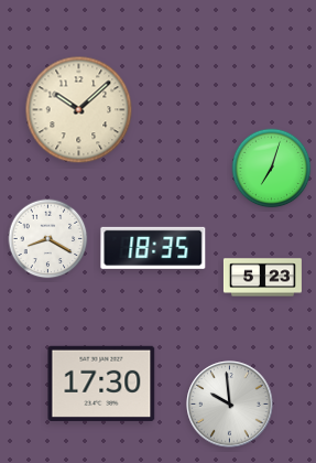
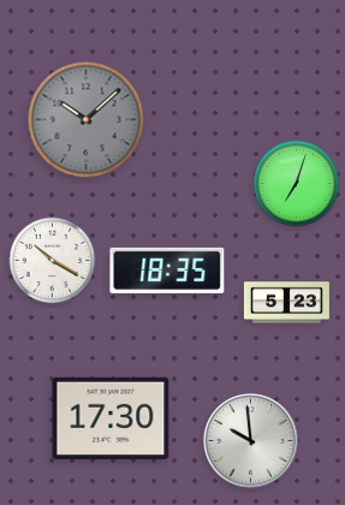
clock at (79, 110) dial: cream -> grey
clock at (48, 239): 8:20 -> 10:20
